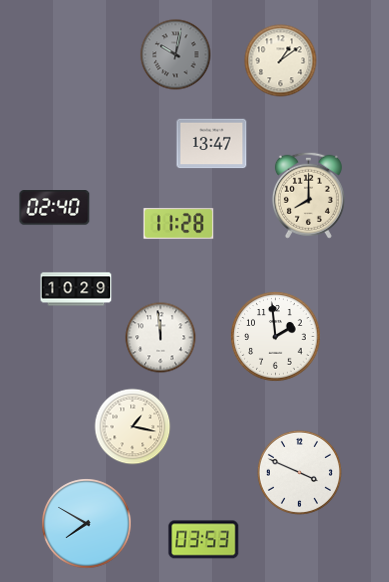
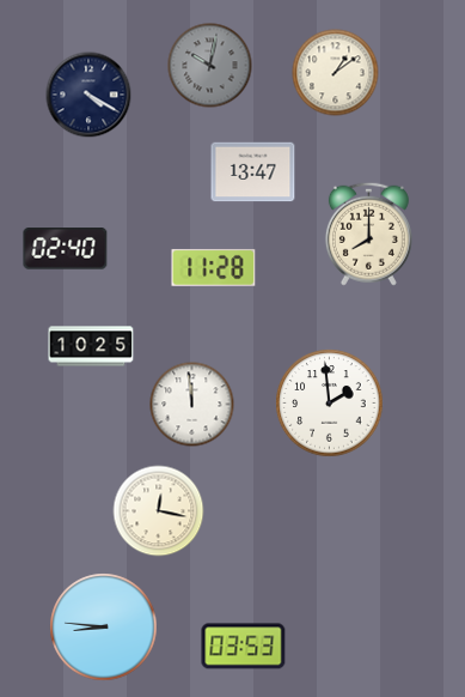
clock at (88, 95): none -> 4:20
clock at (76, 289): 10:29 -> 10:25
clock at (133, 427): 1:17 -> 12:17
clock at (299, 472): 3:49 -> none
clock at (87, 524): 7:50 -> 8:46
